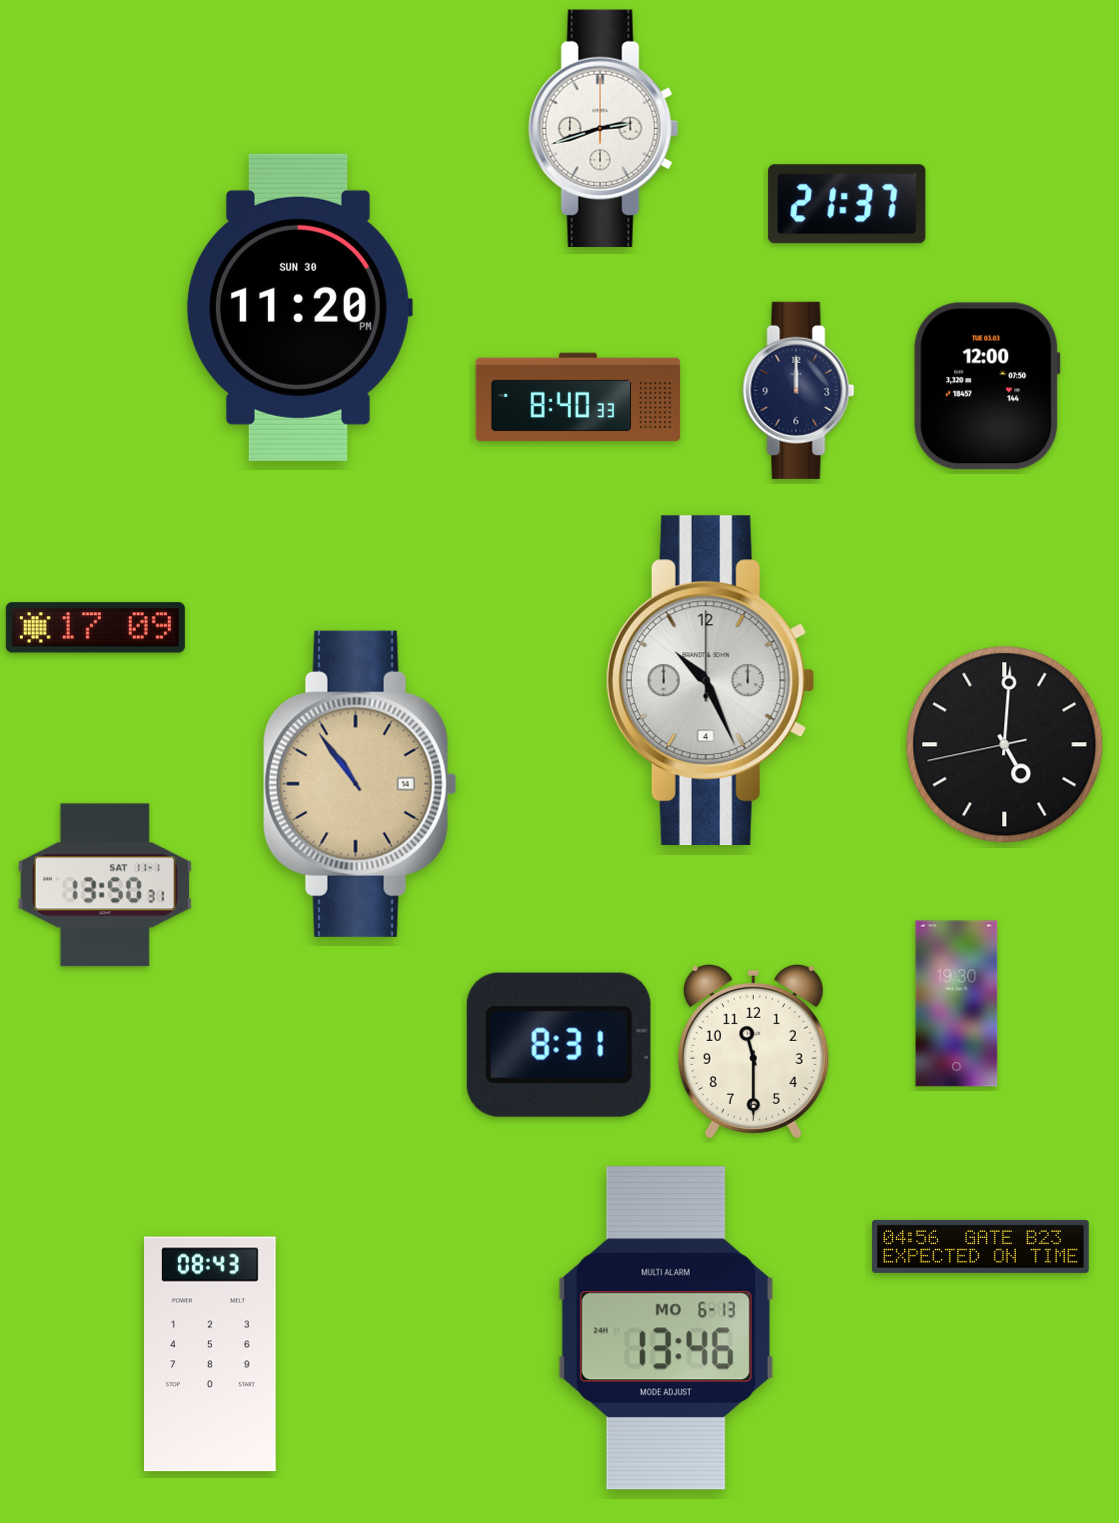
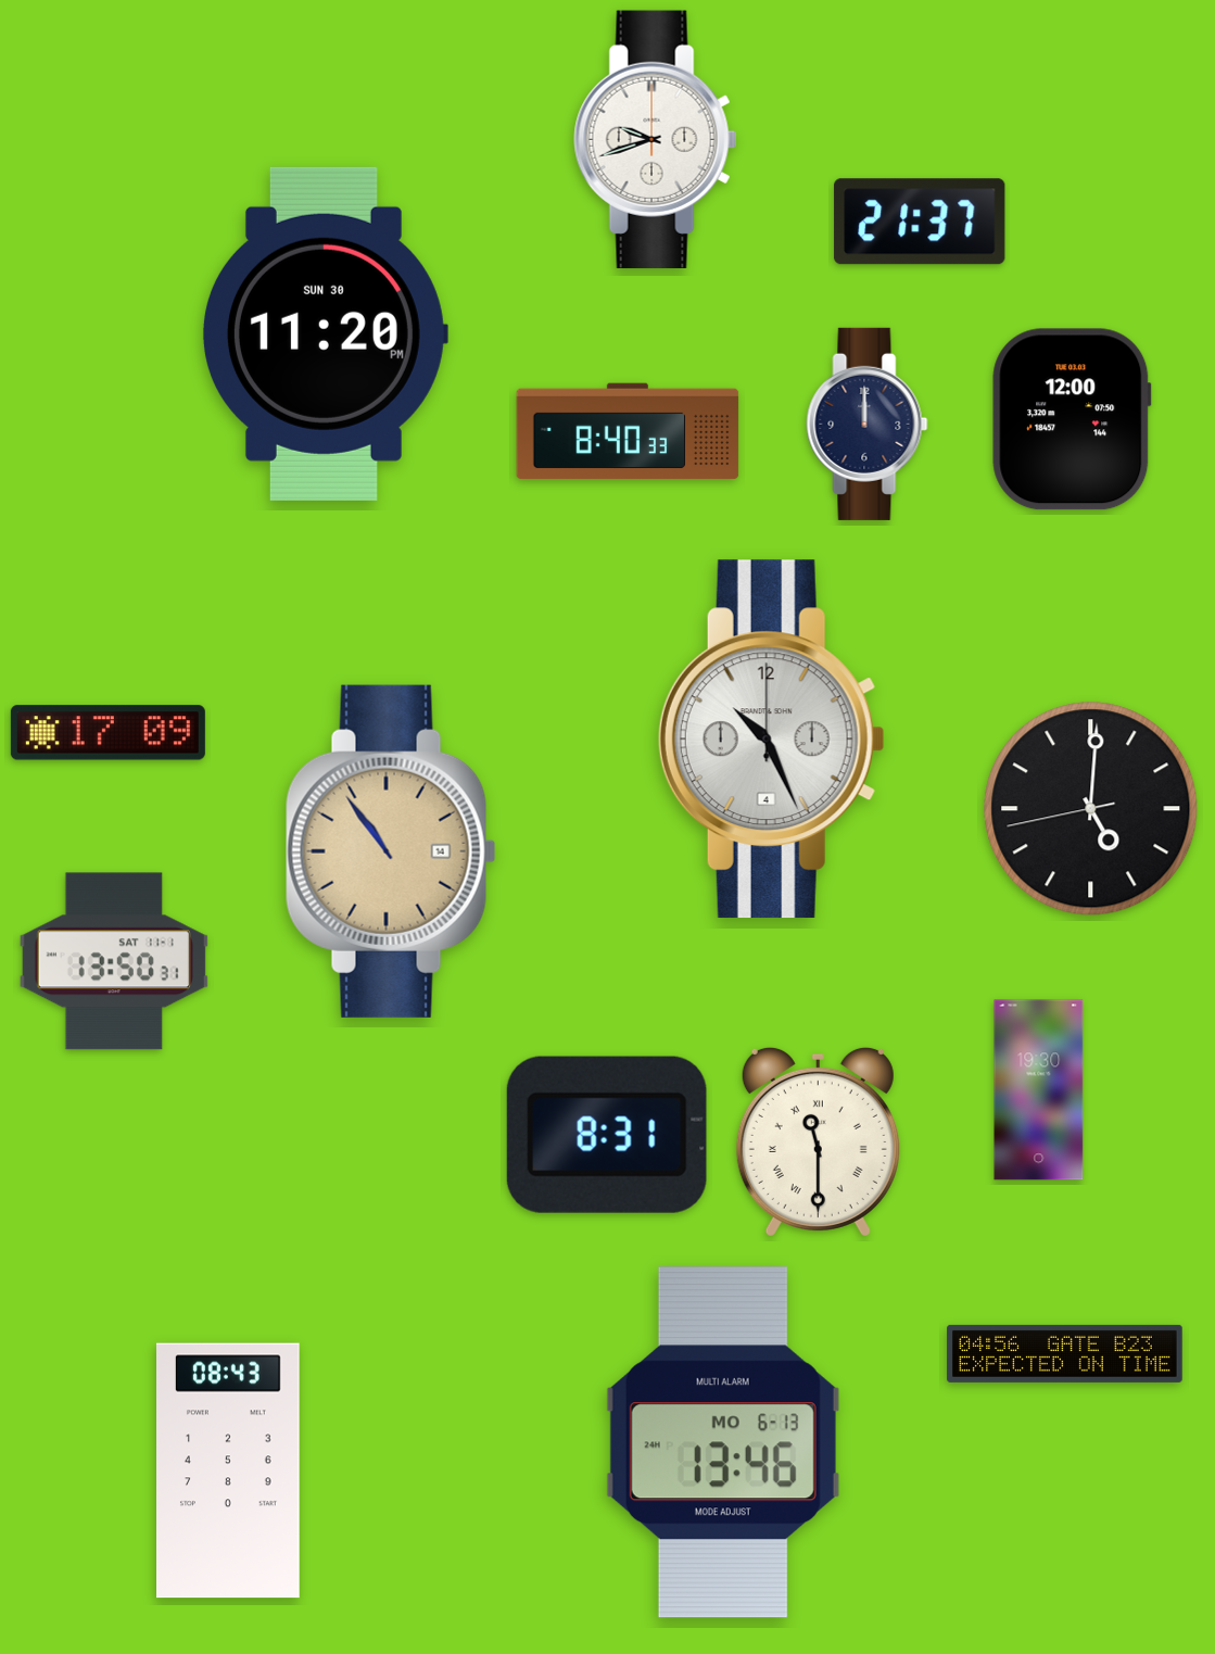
clock at (604, 128): 2:42 -> 9:42
clock at (95, 628) position: (95, 628) -> (107, 733)
clock at (753, 1051) numerals: Arabic -> Roman
